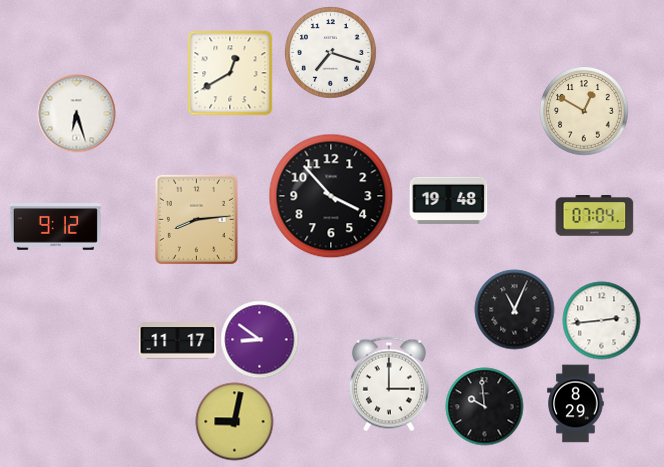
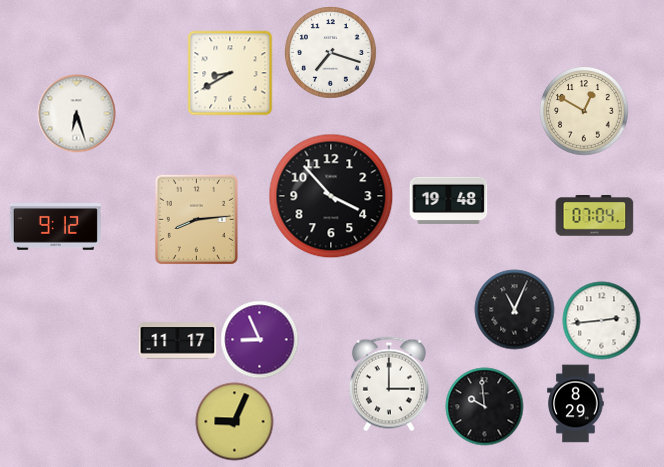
clock at (230, 73): 12:40 -> 8:40
clock at (259, 339): 8:51 -> 8:56
clock at (234, 421): 9:02 -> 9:04
